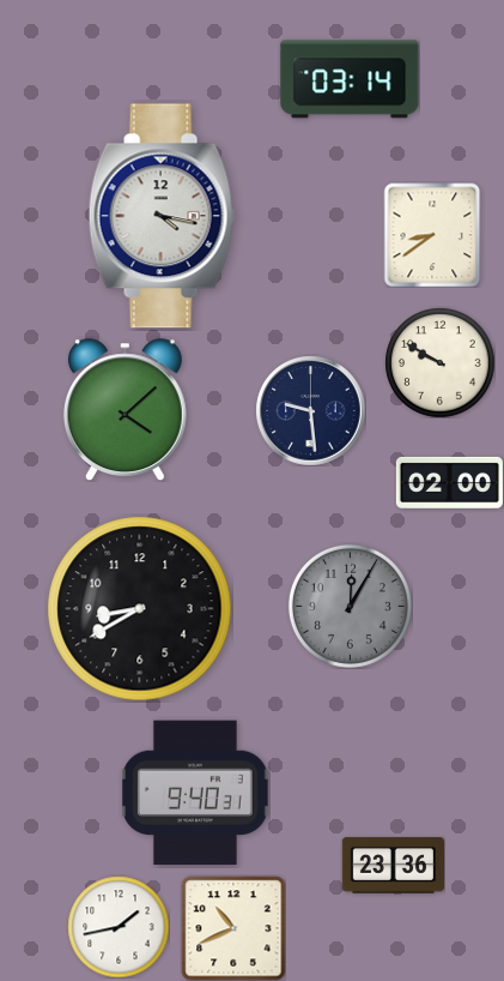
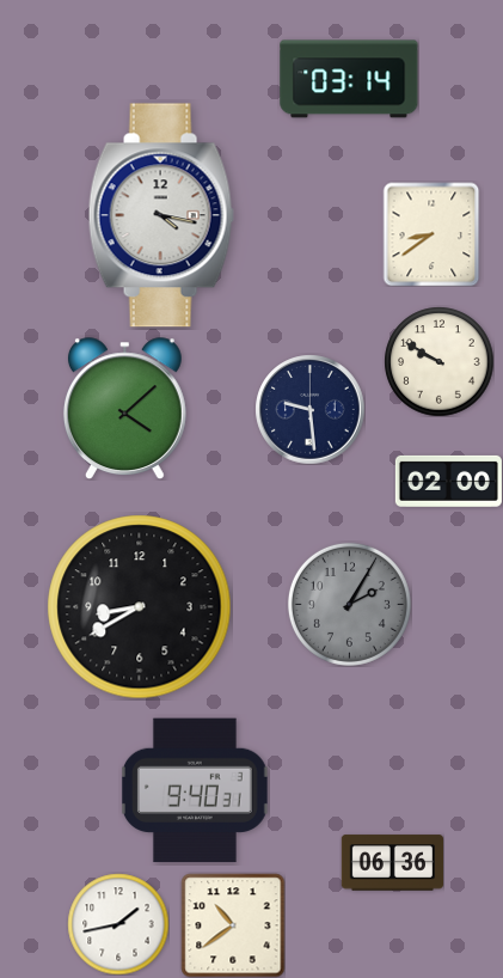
clock at (350, 606): 12:05 -> 2:05
clock at (393, 866): 23:36 -> 06:36
clock at (233, 928): 10:41 -> 10:39
